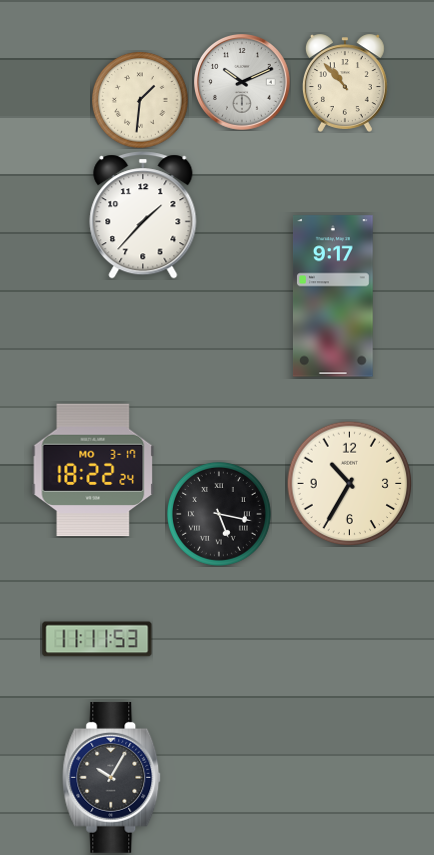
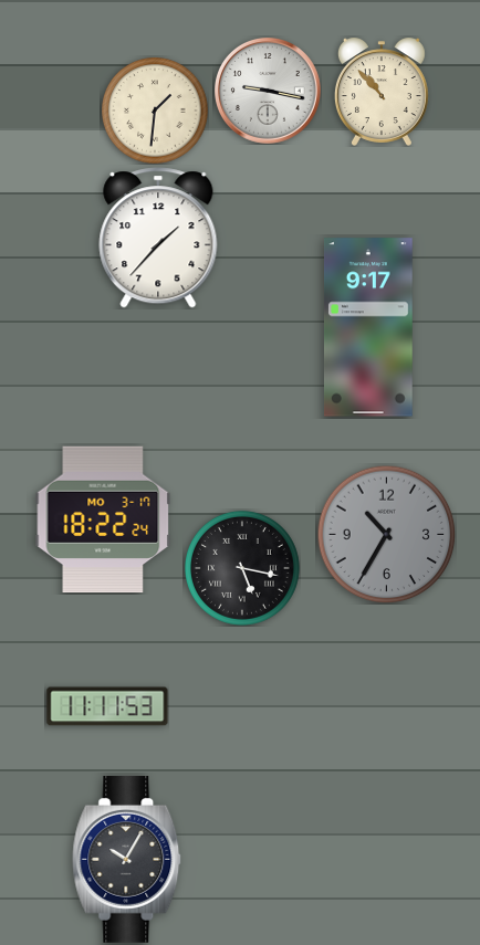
clock at (243, 83): 10:11 -> 9:17
clock at (349, 483) dial: cream -> grey
clock at (112, 777) position: (112, 777) -> (127, 859)
